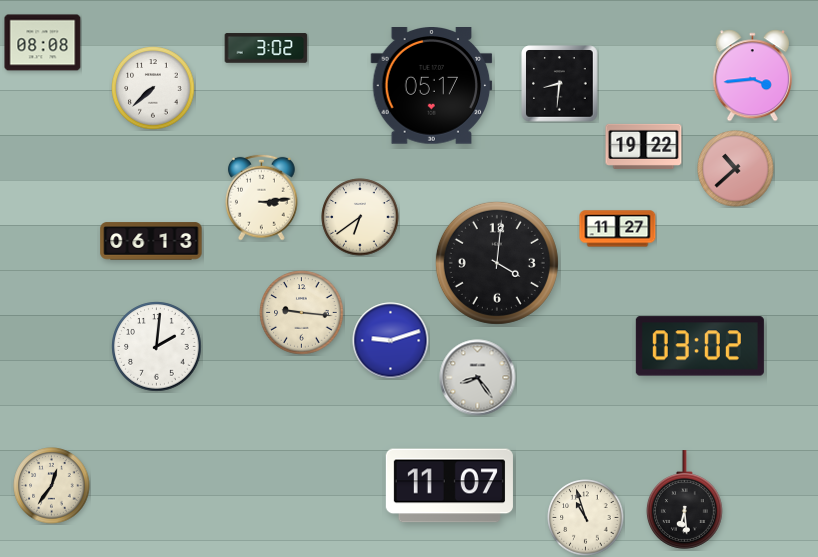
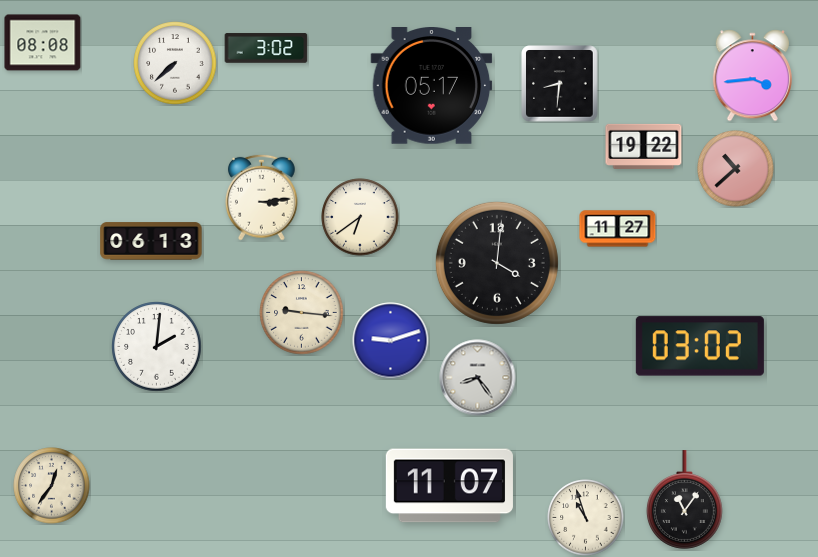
clock at (153, 88) position: (153, 88) -> (175, 63)
clock at (684, 500): 6:29 -> 11:06
